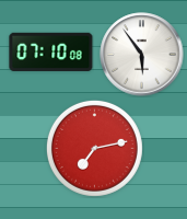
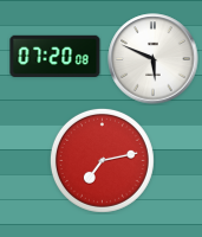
clock at (51, 51): 07:10 -> 07:20
clock at (142, 55): 5:54 -> 5:49
